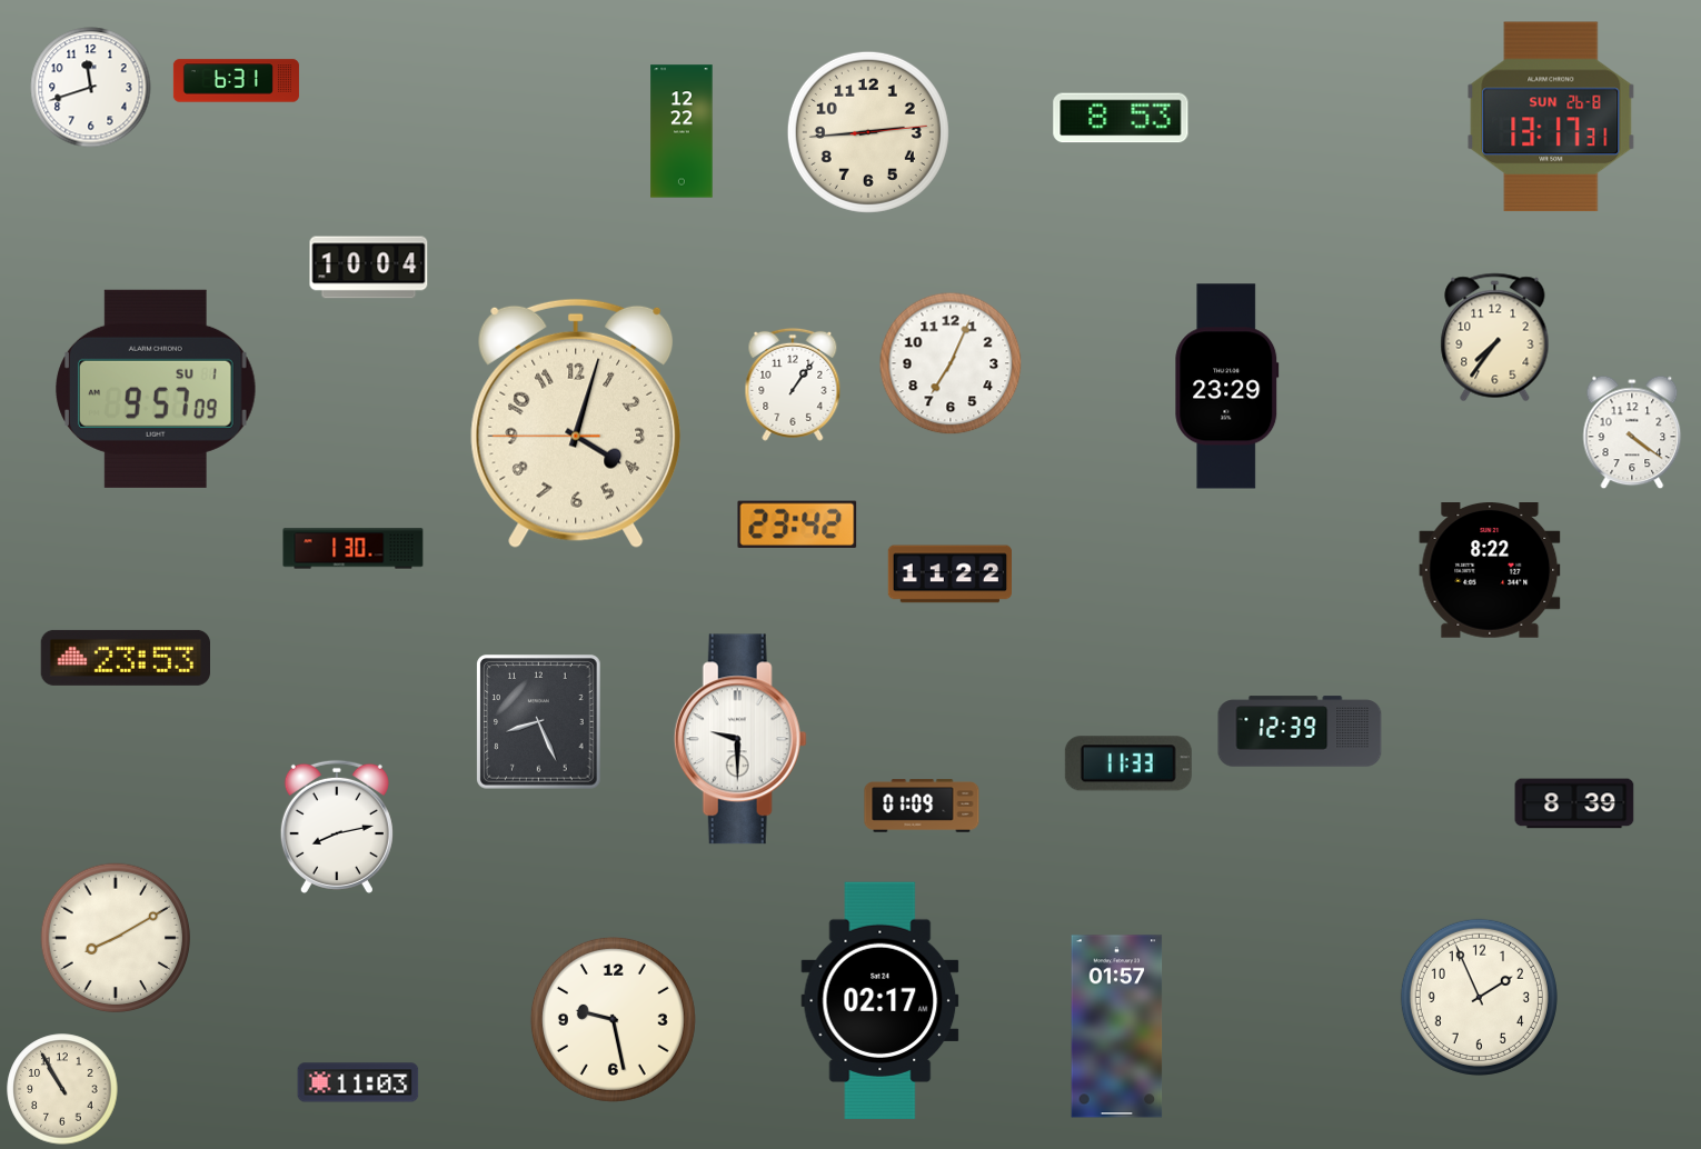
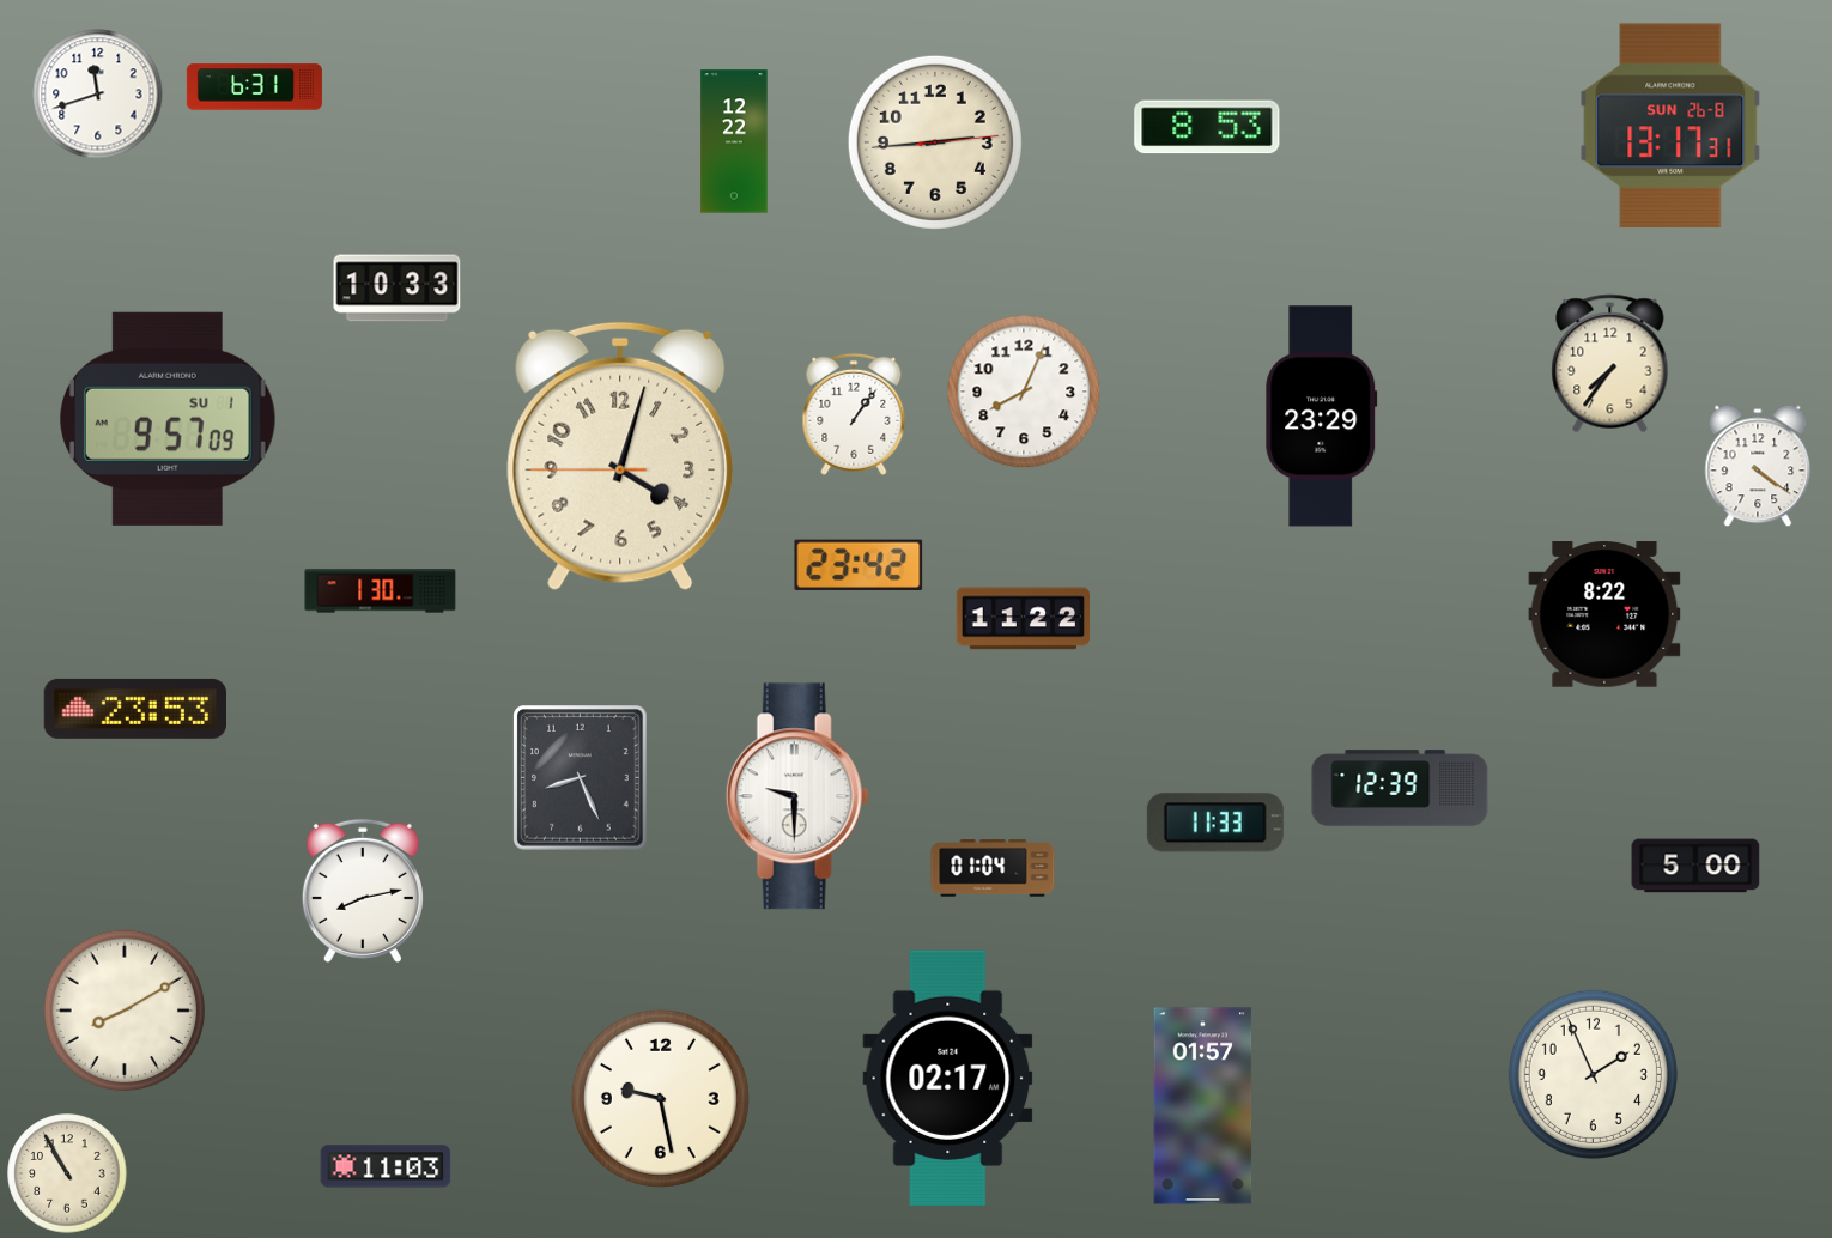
clock at (369, 268): 10:04 -> 10:33
clock at (951, 363): 7:04 -> 8:04
clock at (1574, 803): 8:39 -> 5:00
clock at (922, 806): 01:09 -> 01:04
